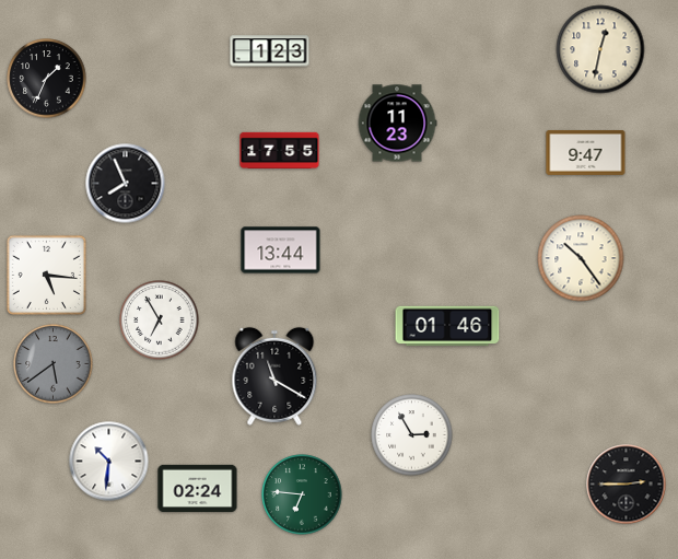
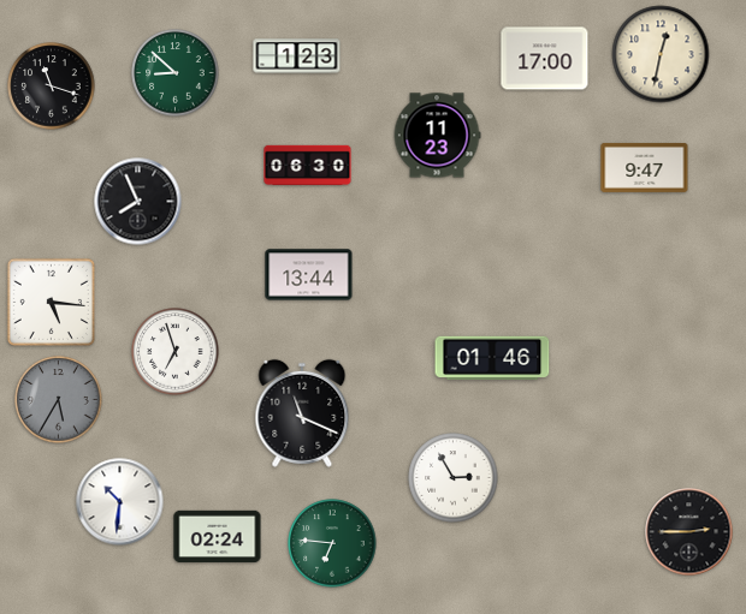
clock at (545, 59): none -> 17:00
clock at (176, 73): none -> 8:52
clock at (47, 79): 1:34 -> 11:18
clock at (280, 151): 17:55 -> 06:30
clock at (581, 258): 10:24 -> none
clock at (160, 321): 6:55 -> 6:57
clock at (54, 364): 5:39 -> 5:35
clock at (274, 376): 11:20 -> 11:19
clock at (109, 462) position: (109, 462) -> (120, 502)
